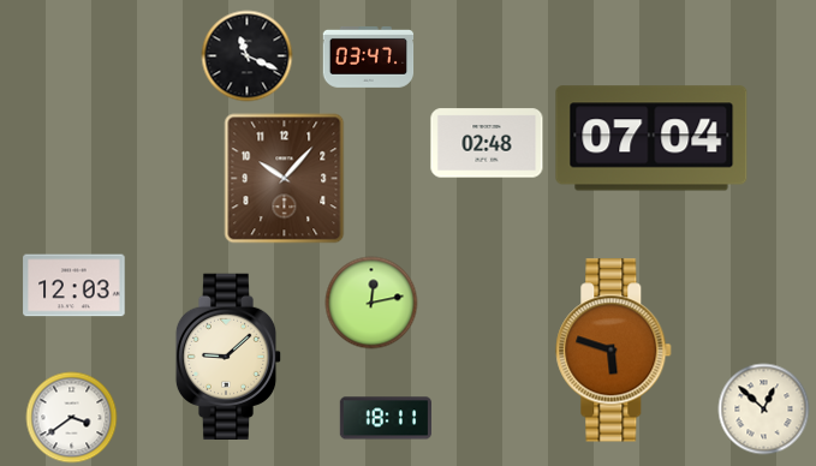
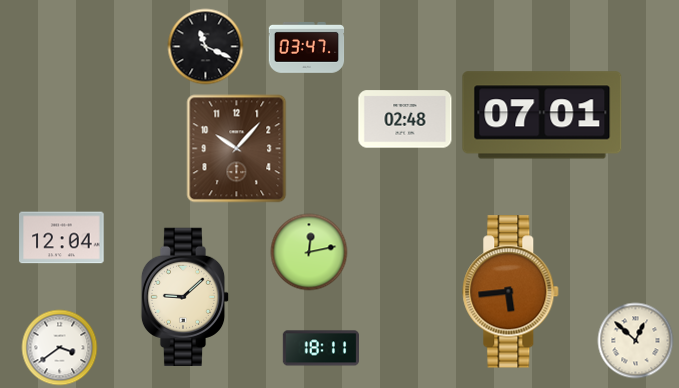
clock at (651, 138): 07:04 -> 07:01
clock at (75, 286): 12:03 -> 12:04
clock at (614, 351): 5:48 -> 5:44
clock at (228, 356) position: (228, 356) -> (185, 296)
